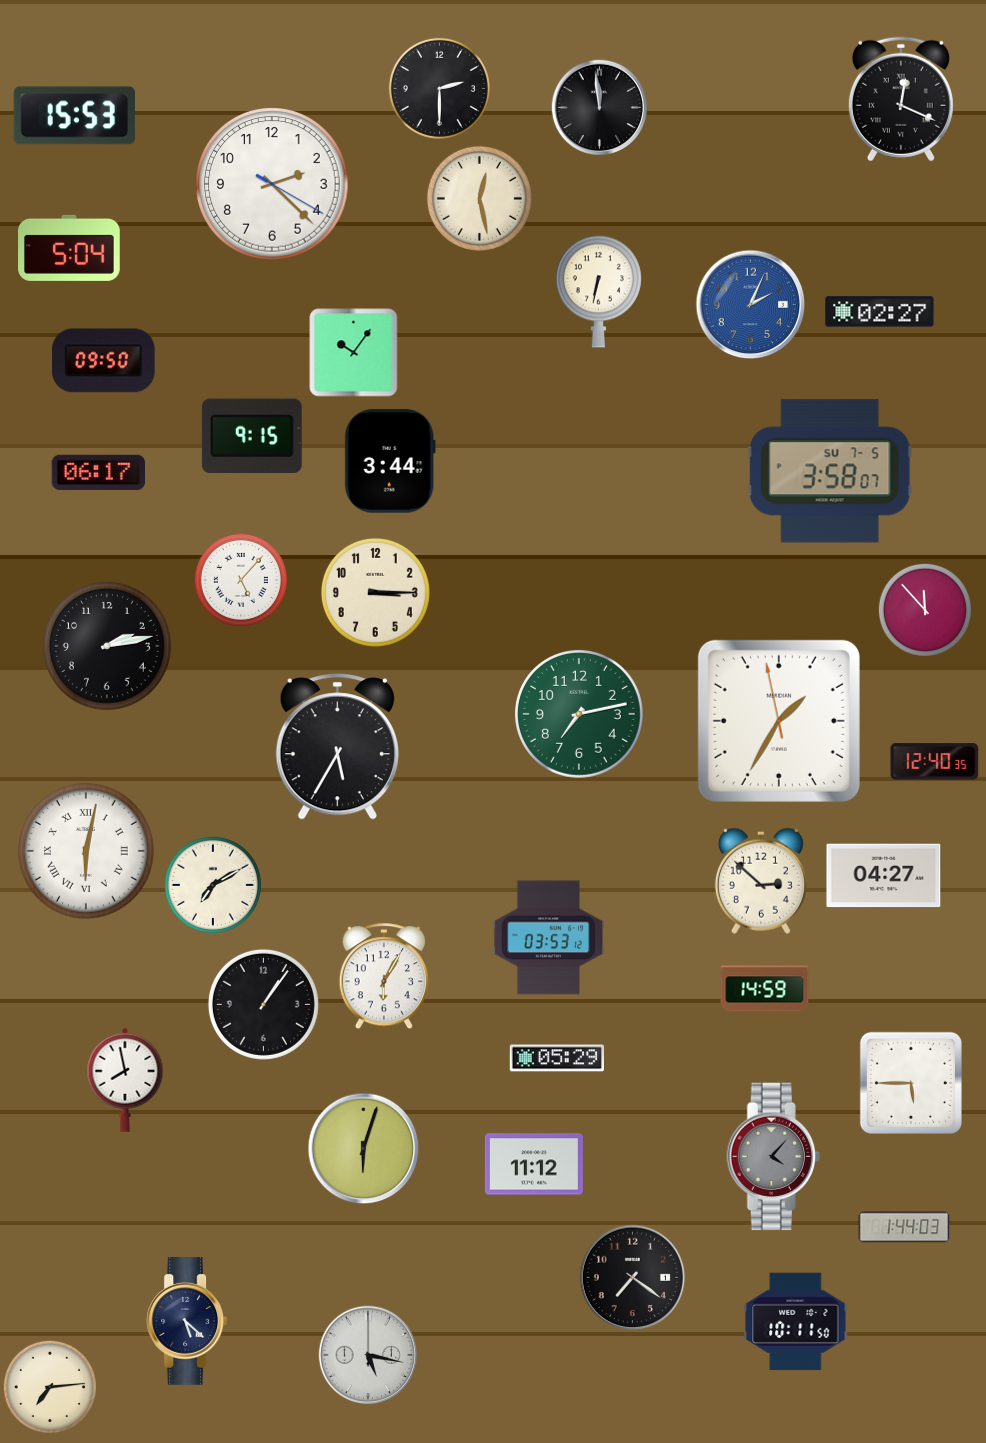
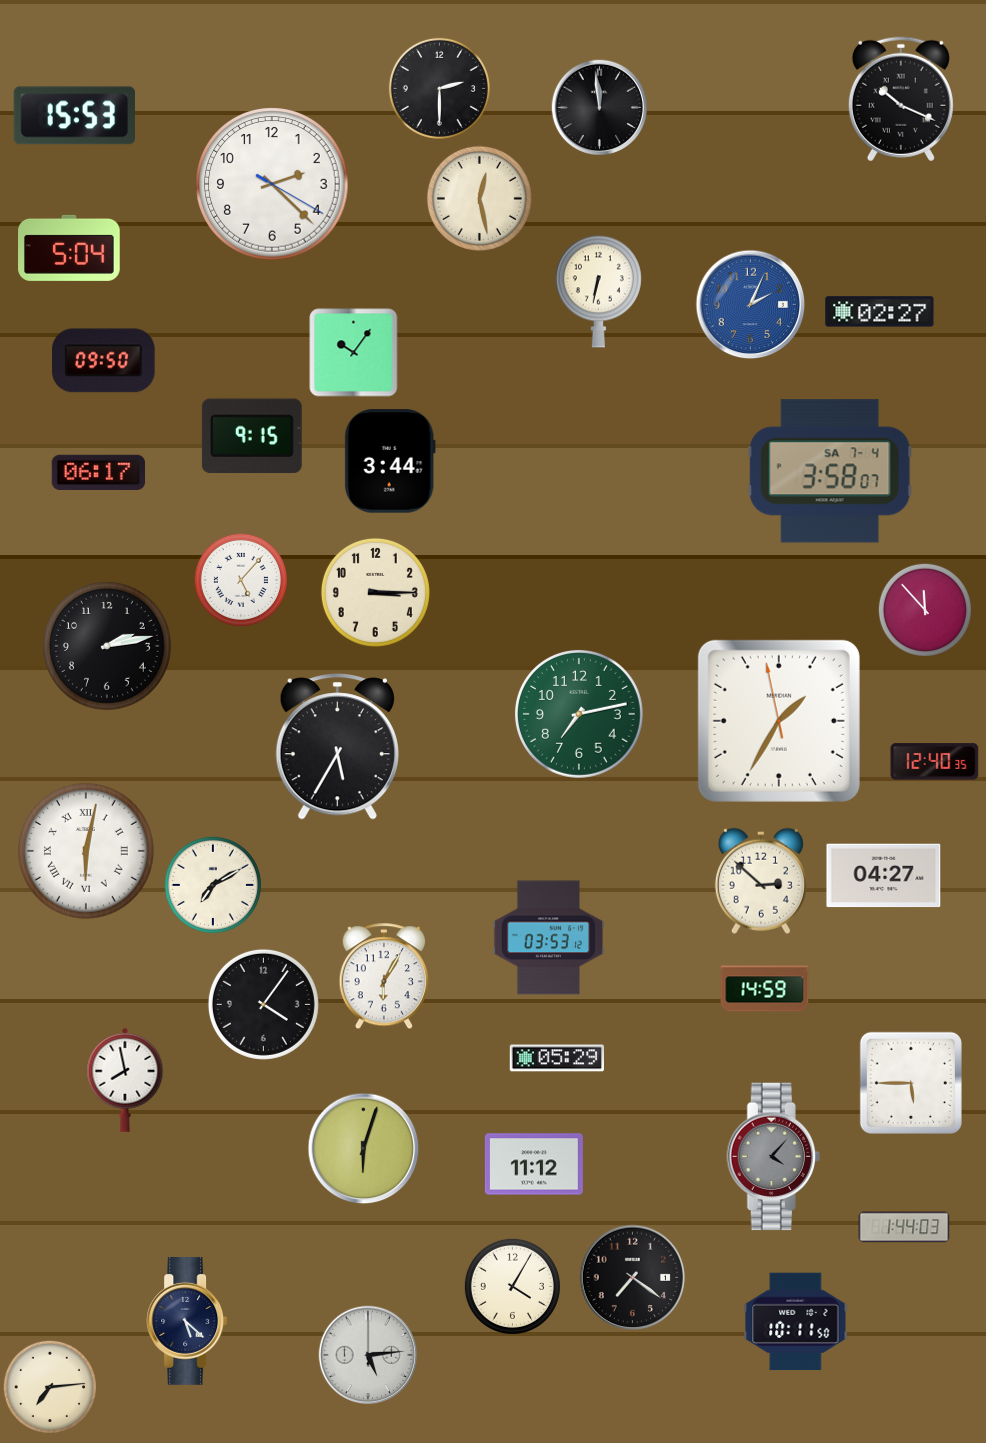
clock at (901, 99): 12:19 -> 10:19
clock at (830, 471) date: SU 7-5 -> SA 7-4
clock at (263, 1004): 1:06 -> 4:06
clock at (512, 1286): none -> 4:05
clock at (368, 1355): 5:17 -> 5:14
